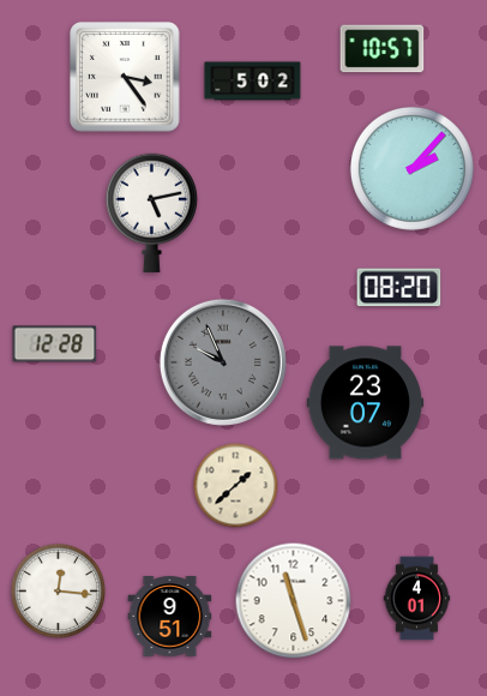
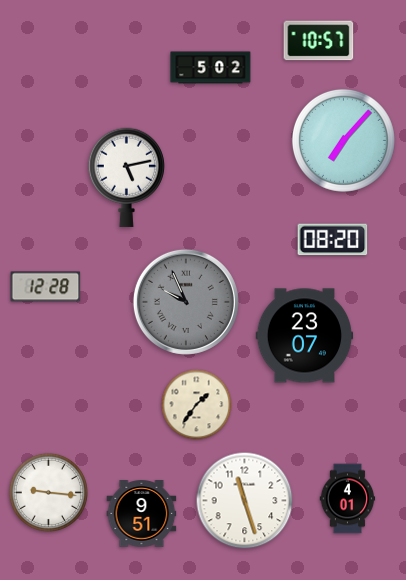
clock at (125, 77): 3:24 -> none
clock at (411, 168): 2:07 -> 7:07
clock at (236, 486): 1:38 -> 1:36
clock at (58, 590): 12:16 -> 9:16
